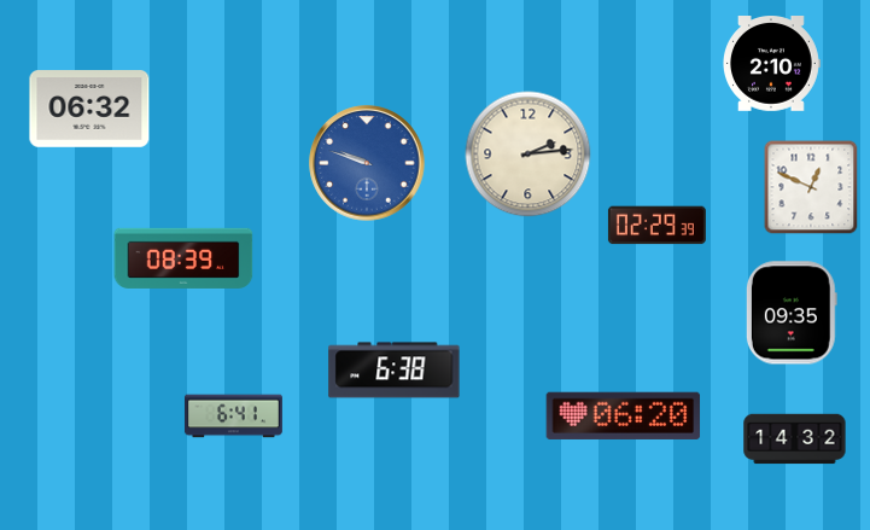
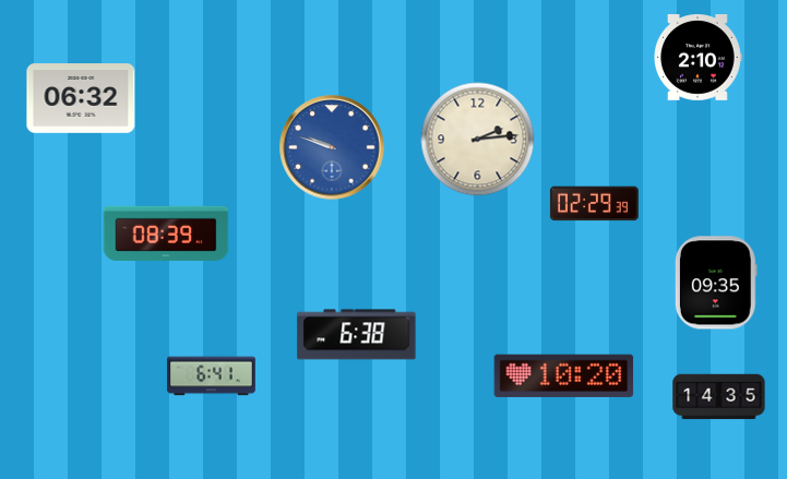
clock at (811, 187): 12:49 -> none
clock at (624, 415): 06:20 -> 10:20
clock at (795, 439): 14:32 -> 14:35
